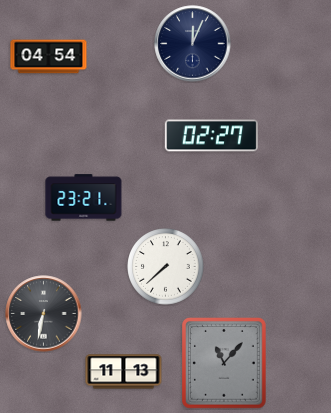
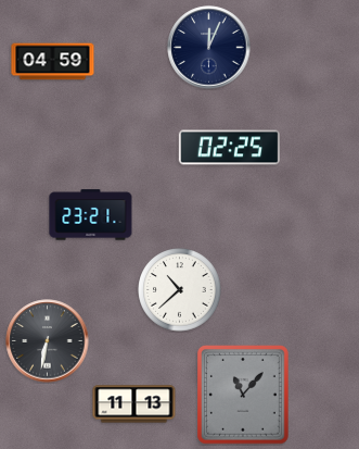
clock at (49, 57): 04:54 -> 04:59
clock at (211, 136): 02:27 -> 02:25
clock at (166, 267): 7:38 -> 10:38
